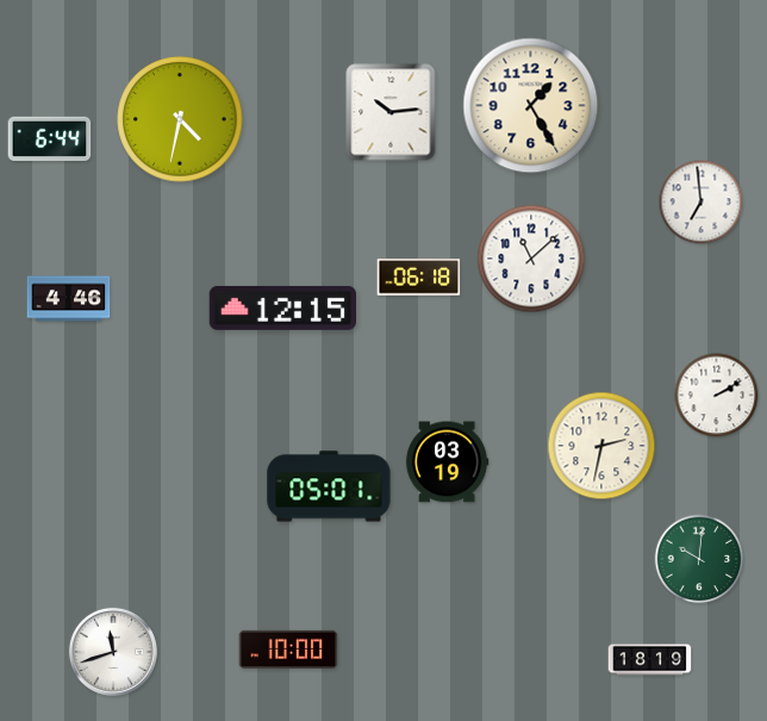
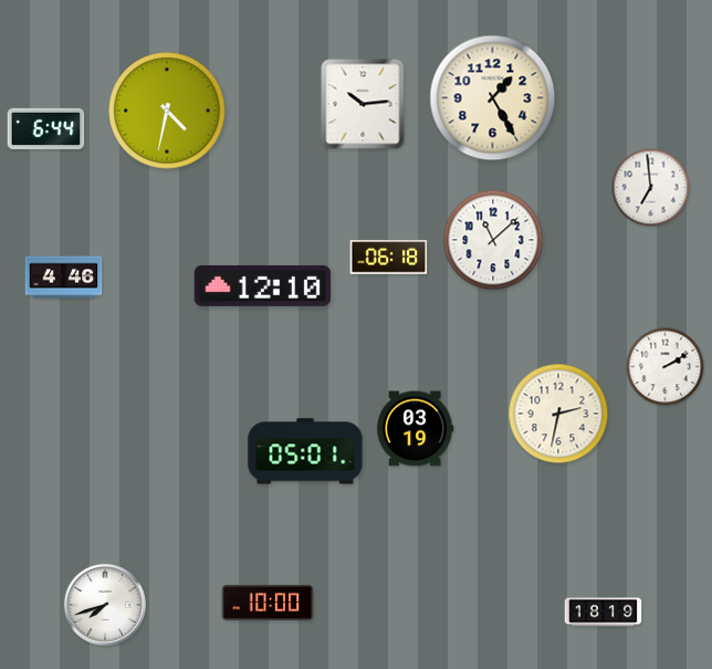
clock at (282, 307): 12:15 -> 12:10
clock at (699, 559): 10:01 -> none
clock at (113, 652): 11:42 -> 7:42
